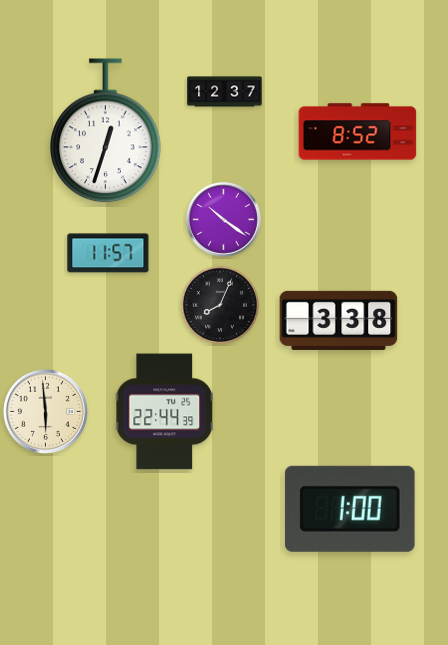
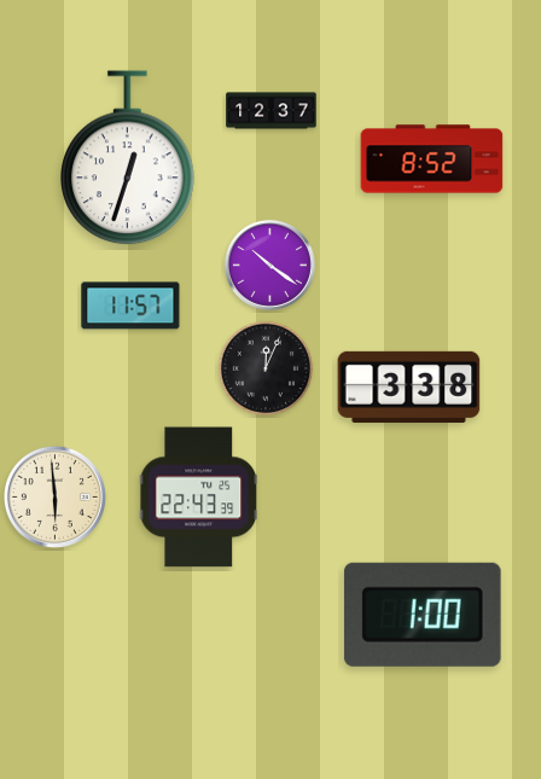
clock at (220, 305): 8:04 -> 12:04
clock at (165, 412): 22:44 -> 22:43
